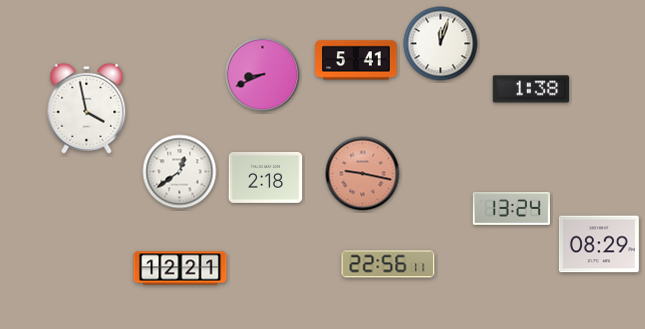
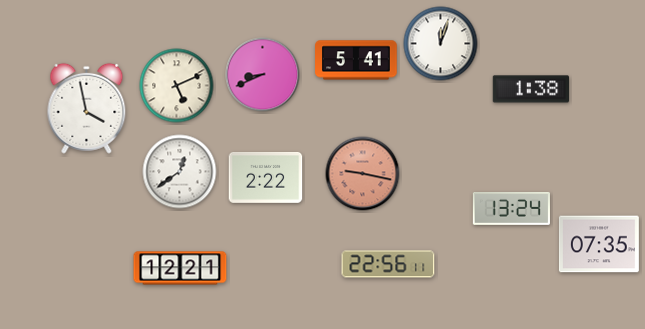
clock at (177, 86): none -> 5:11
clock at (266, 177): 2:18 -> 2:22
clock at (599, 244): 08:29 -> 07:35
